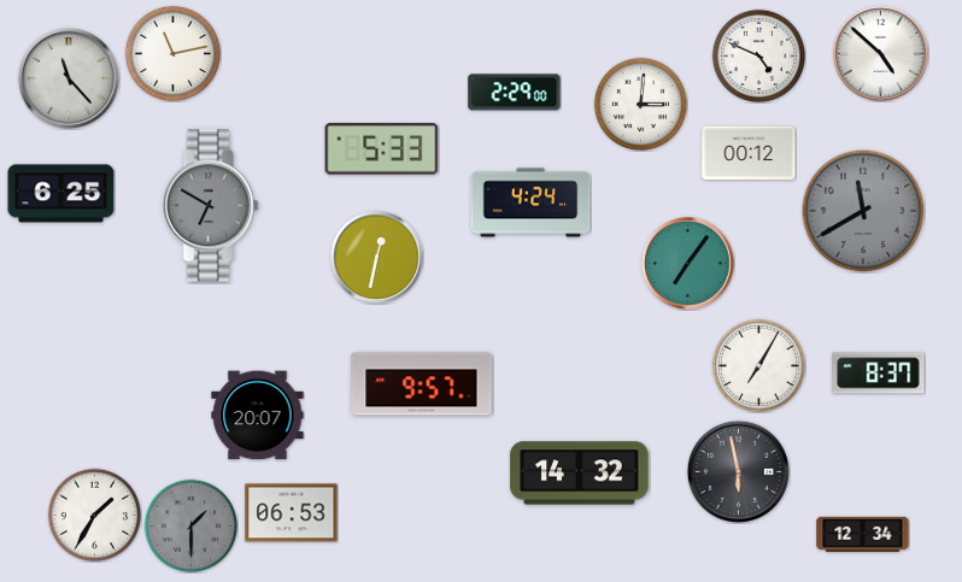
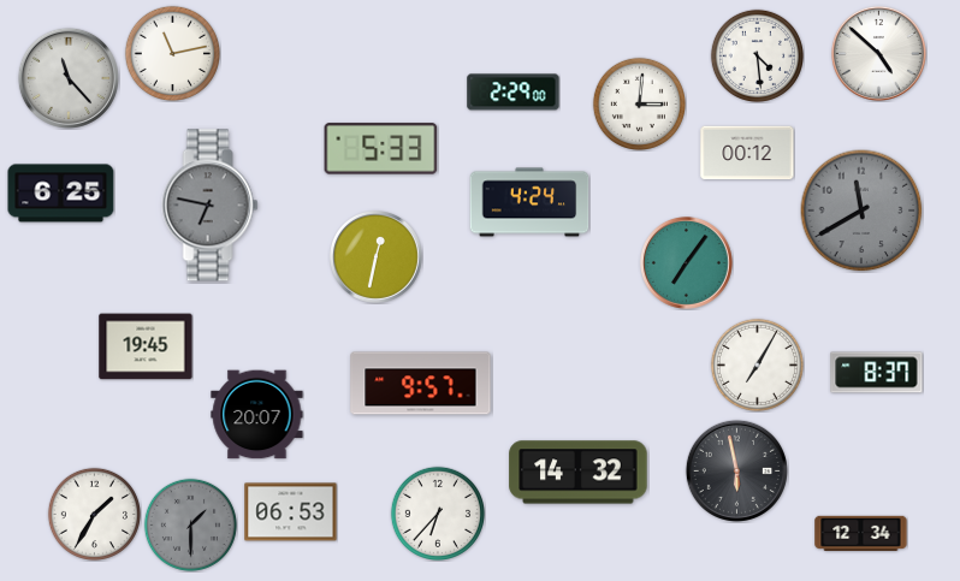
clock at (758, 55): 4:49 -> 4:29
clock at (211, 206): 6:50 -> 6:47
clock at (146, 346): none -> 19:45
clock at (437, 512): none -> 6:37
